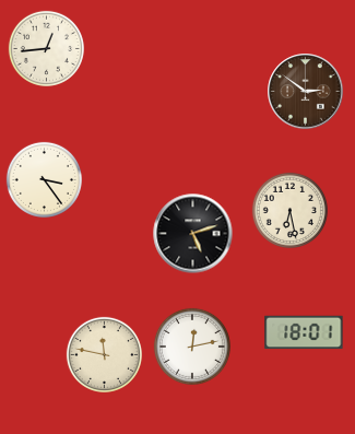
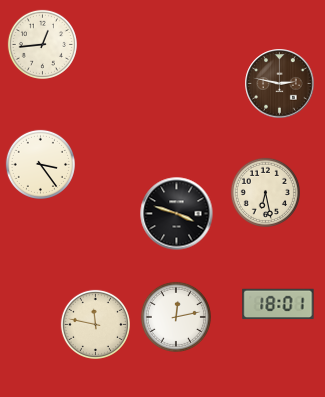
clock at (306, 92): 2:51 -> 2:47
clock at (193, 234): 5:12 -> 3:48
